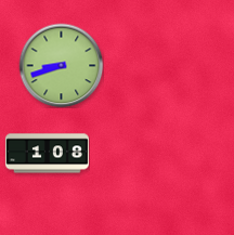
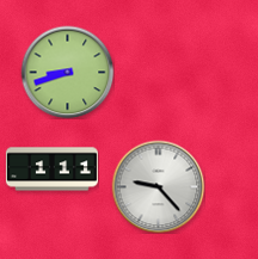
clock at (47, 154): 1:08 -> 1:11
clock at (158, 186): none -> 9:23
